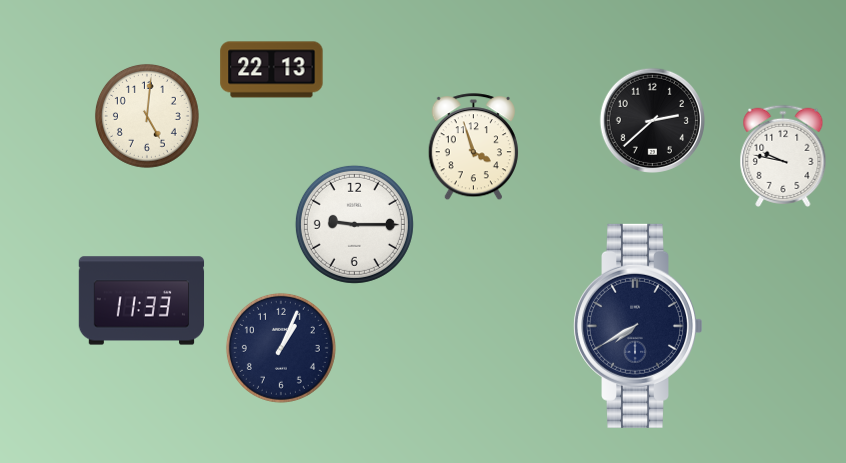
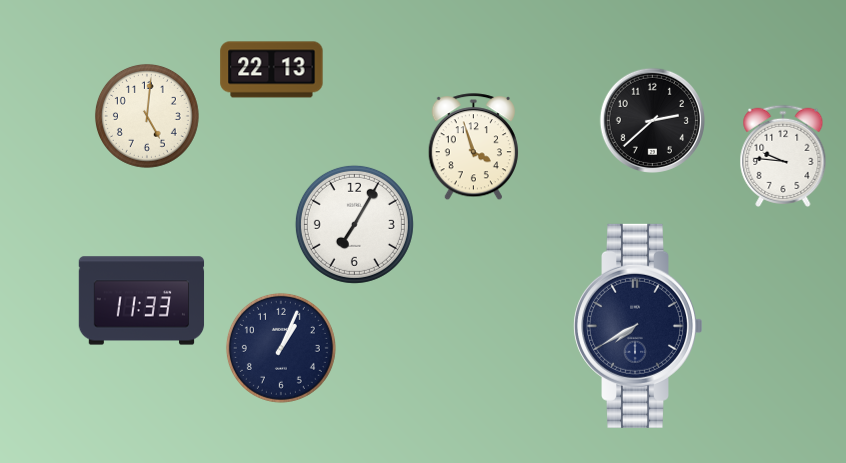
clock at (783, 156): 9:47 -> 9:46
clock at (354, 224): 9:15 -> 7:05
